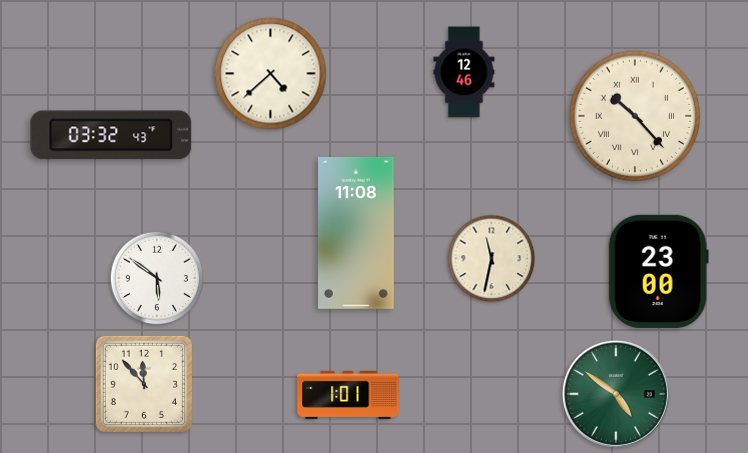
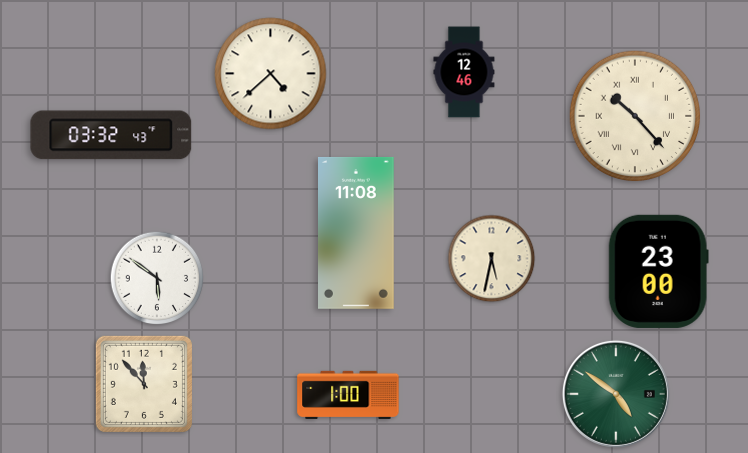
clock at (492, 259): 11:32 -> 5:32
clock at (348, 395): 1:01 -> 1:00
